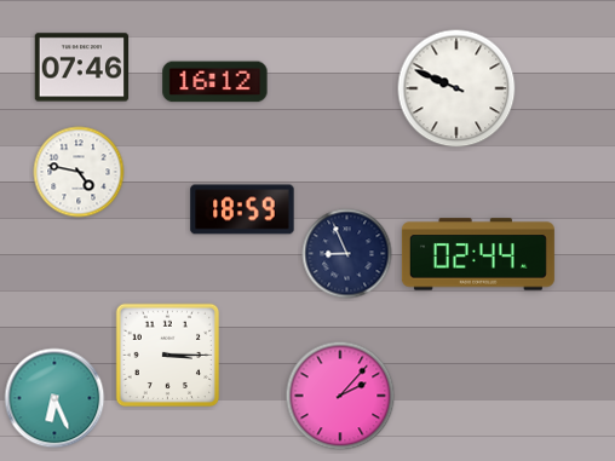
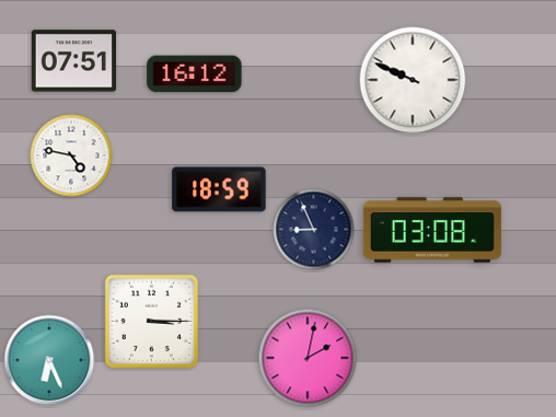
clock at (82, 68): 07:46 -> 07:51
clock at (478, 254): 02:44 -> 03:08
clock at (340, 396): 2:07 -> 2:02
